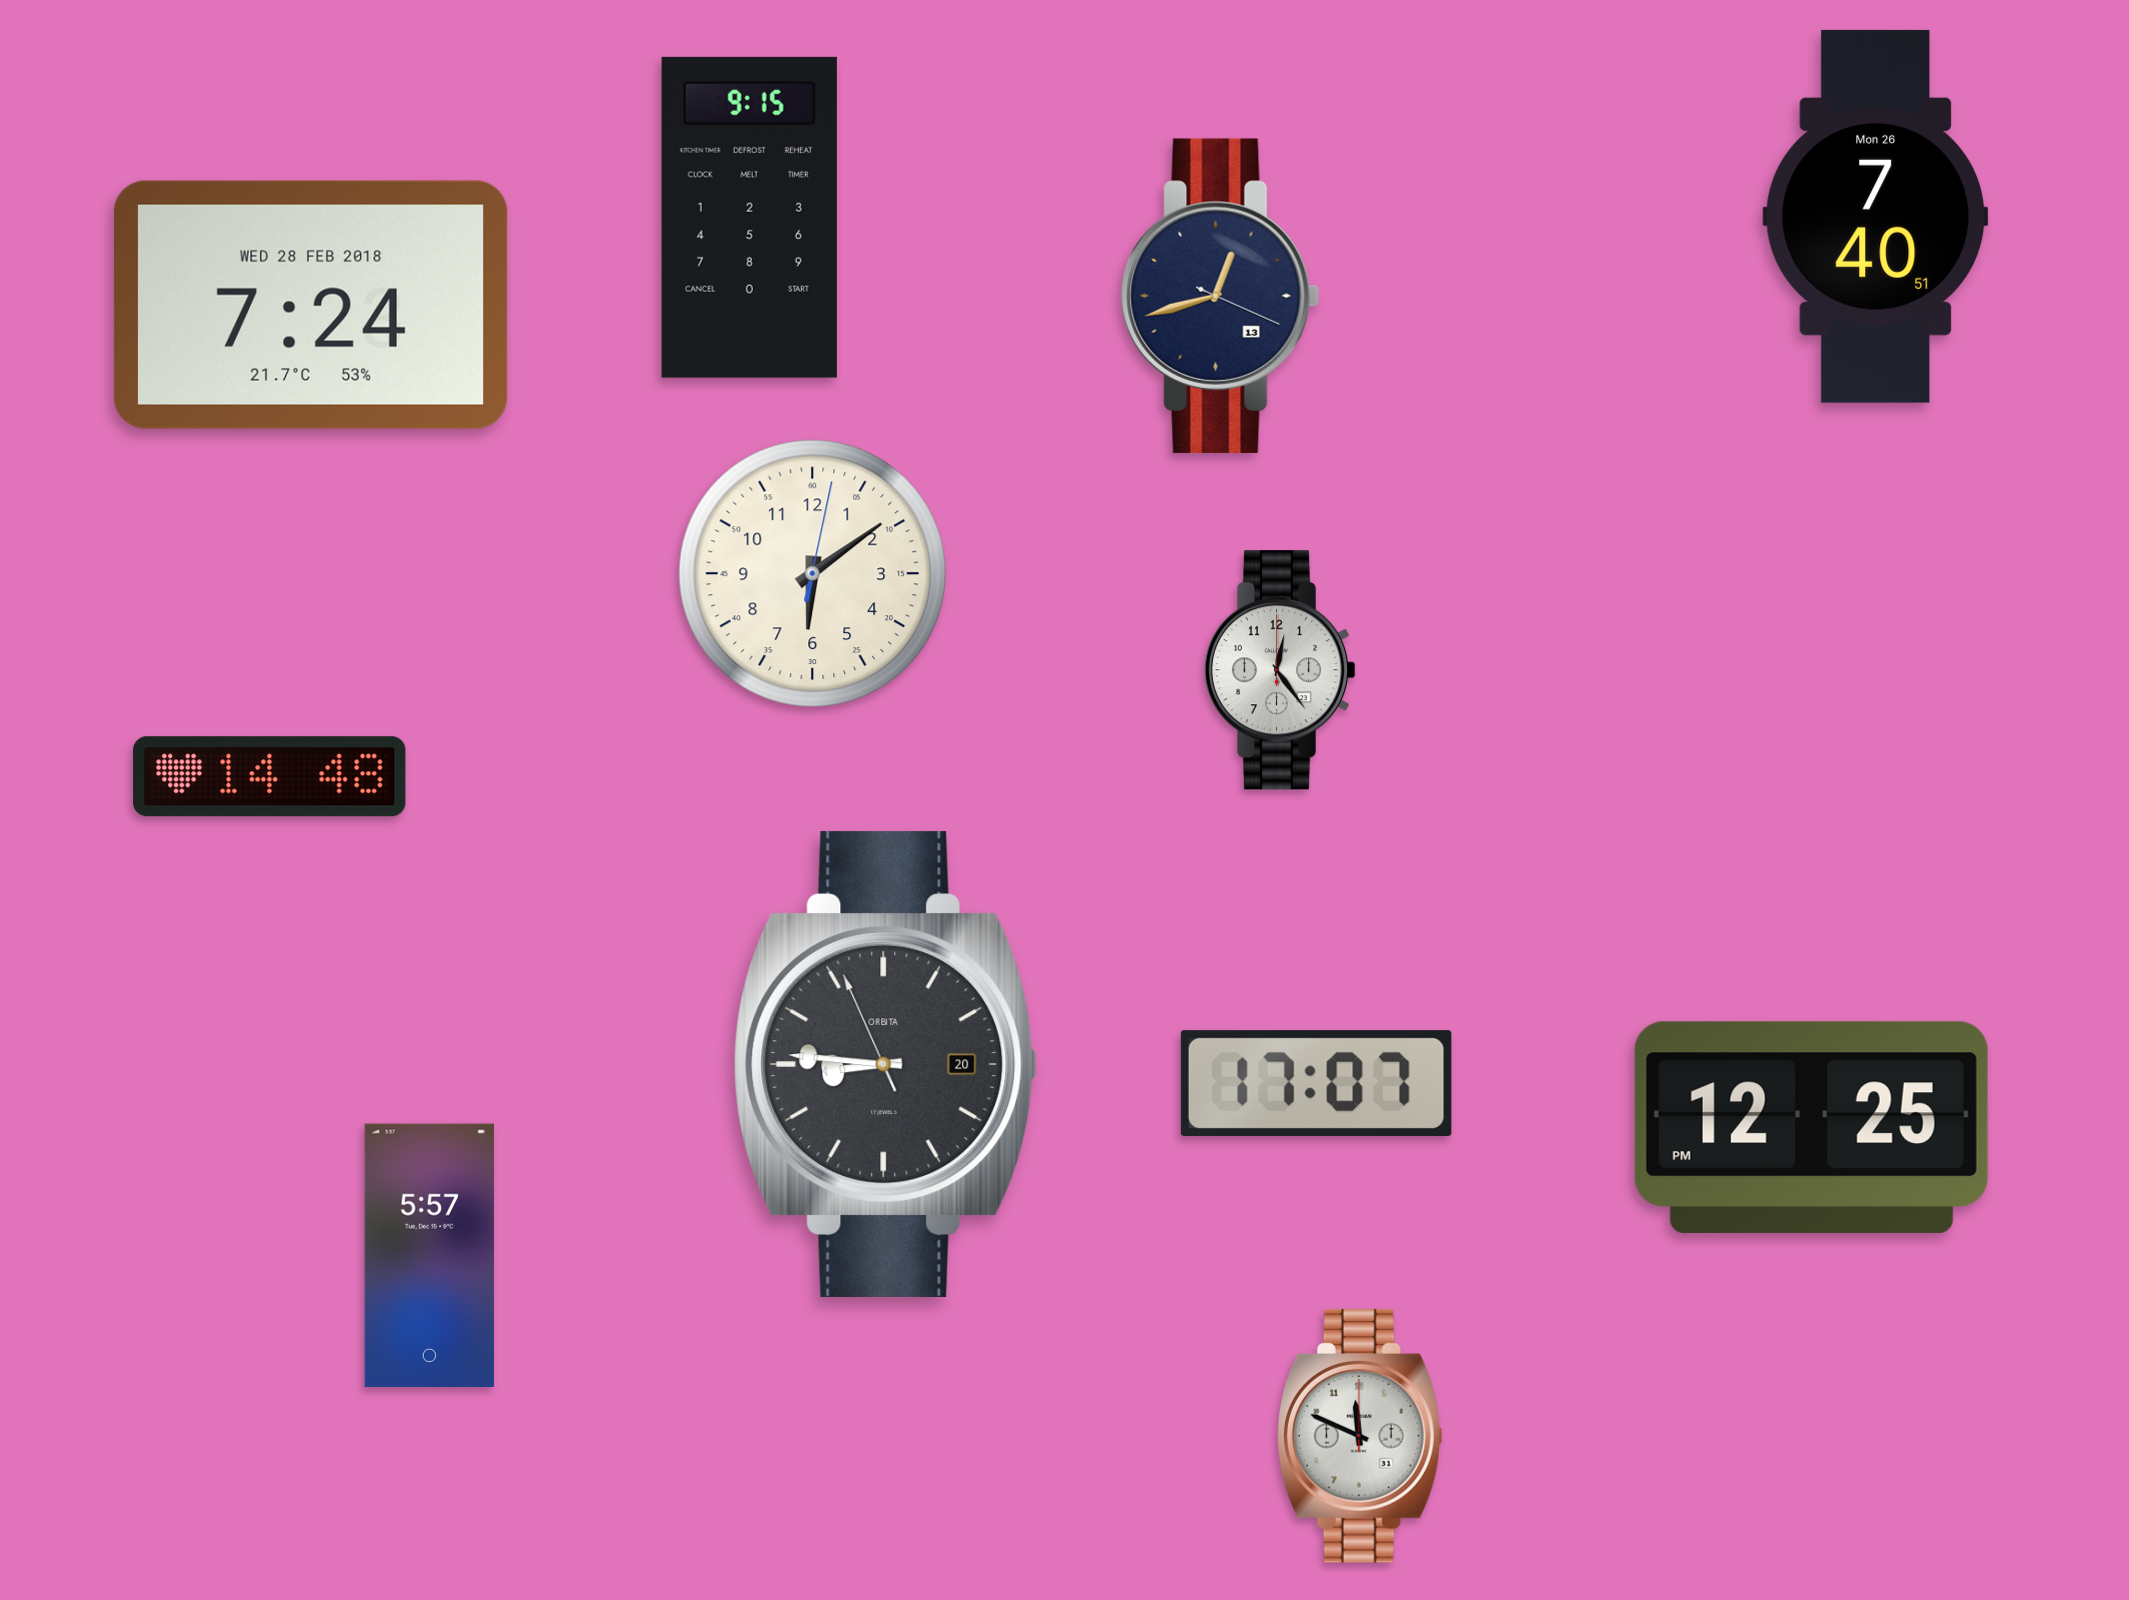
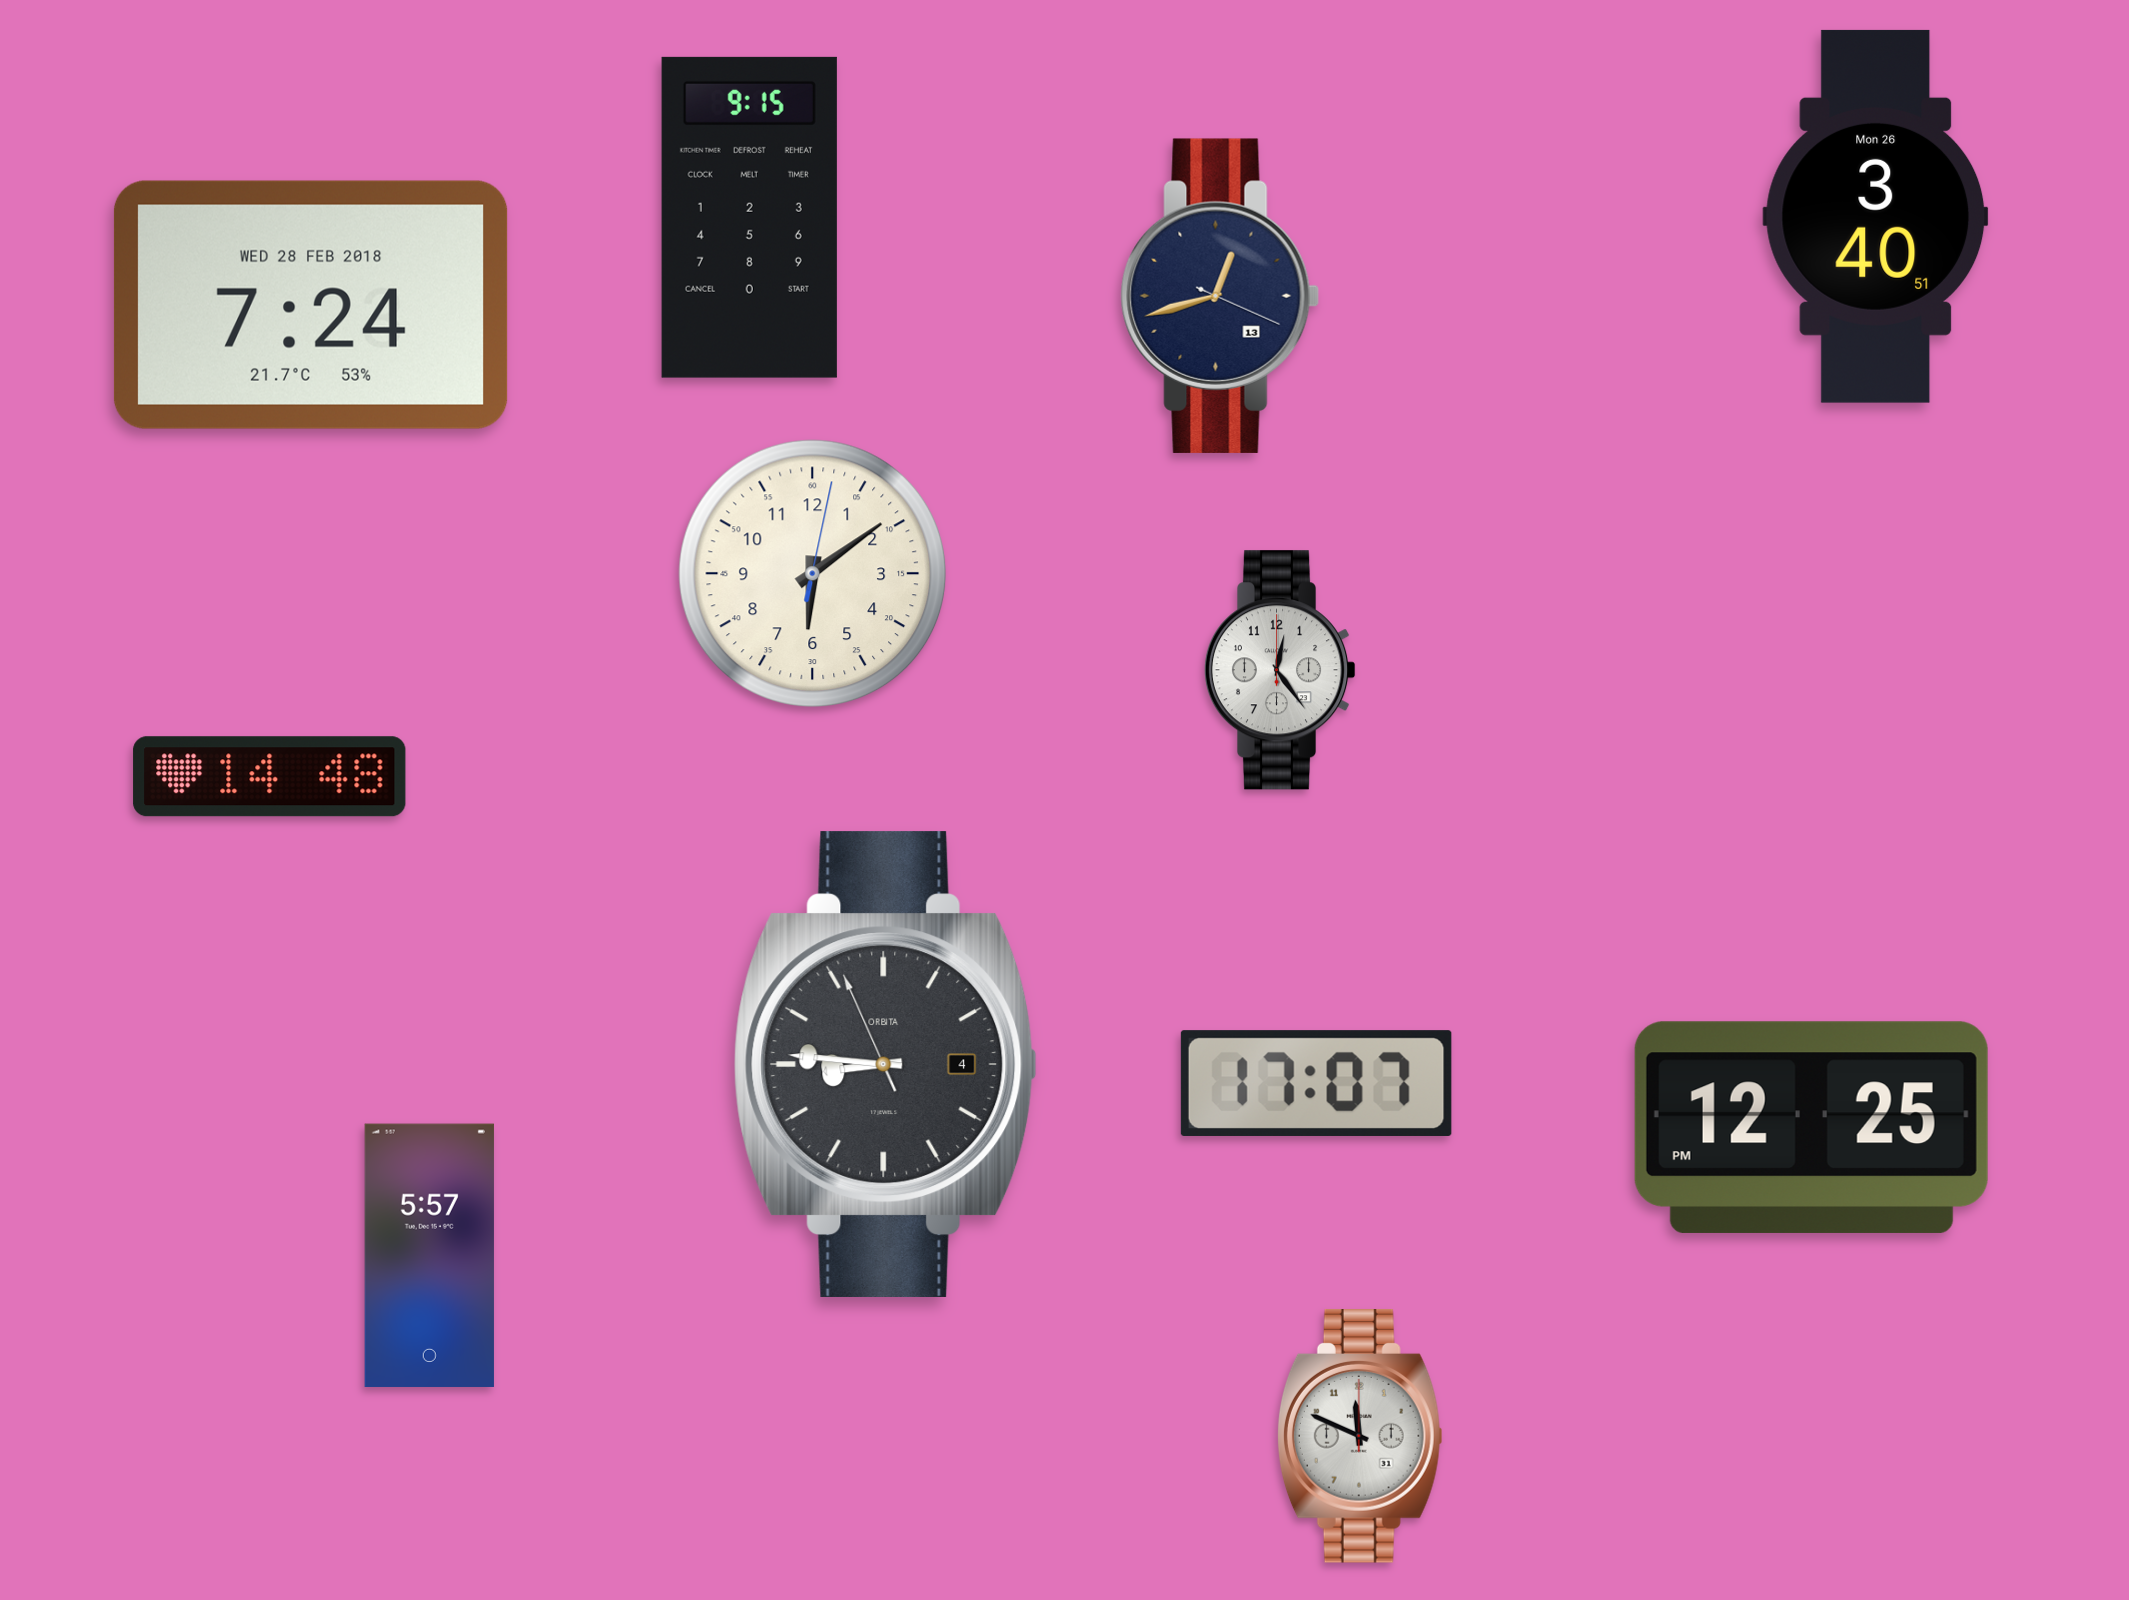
clock at (1876, 216): 7:40 -> 3:40
clock at (885, 1064) date: 20 -> 4
